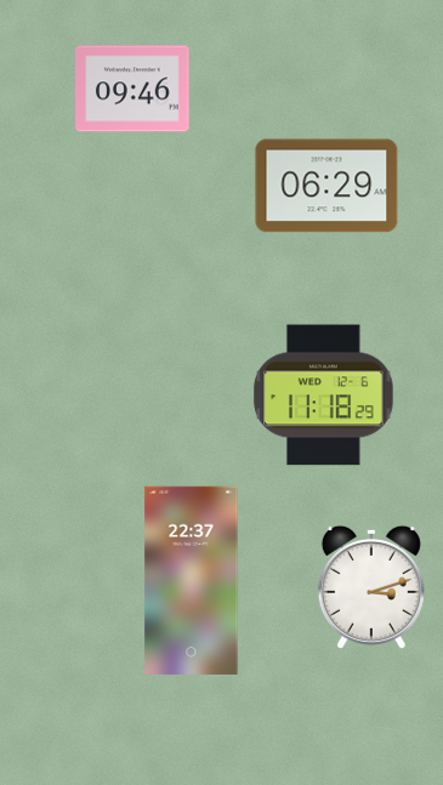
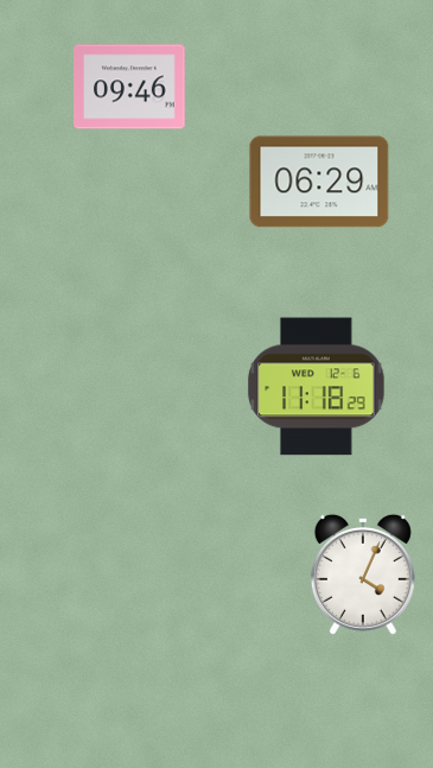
clock at (192, 580): 22:37 -> none
clock at (371, 587): 3:12 -> 4:04
